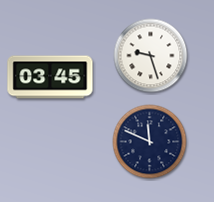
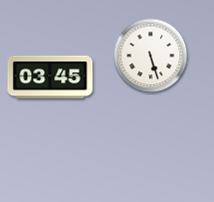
clock at (151, 56): 9:27 -> 5:27
clock at (150, 142): 11:49 -> none
